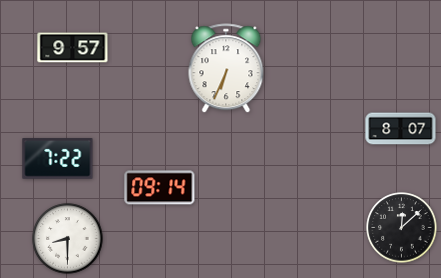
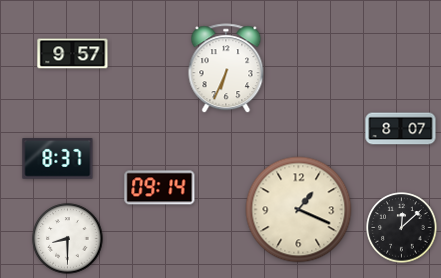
clock at (73, 48) position: (73, 48) -> (73, 54)
clock at (58, 159): 7:22 -> 8:37
clock at (299, 210): none -> 1:19
